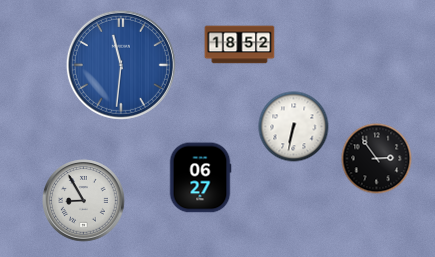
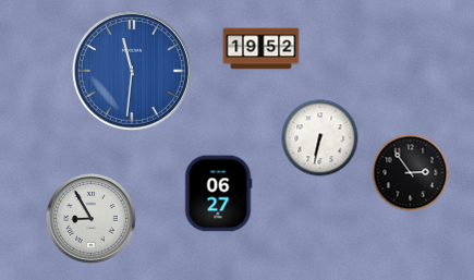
clock at (240, 45): 18:52 -> 19:52
